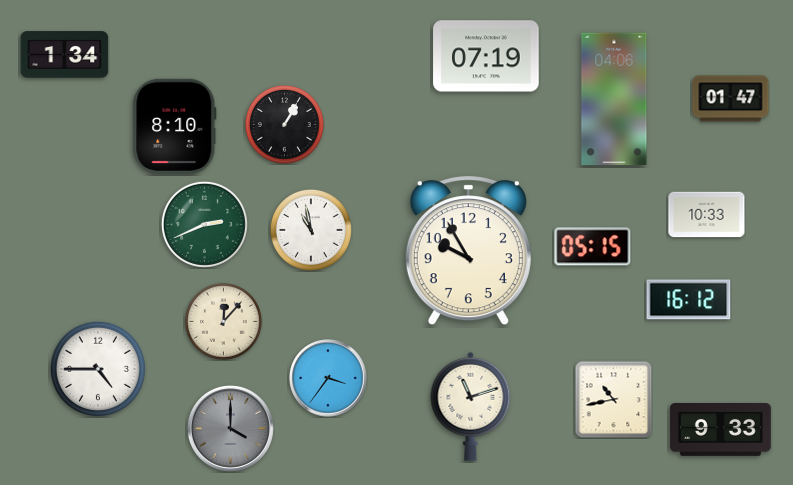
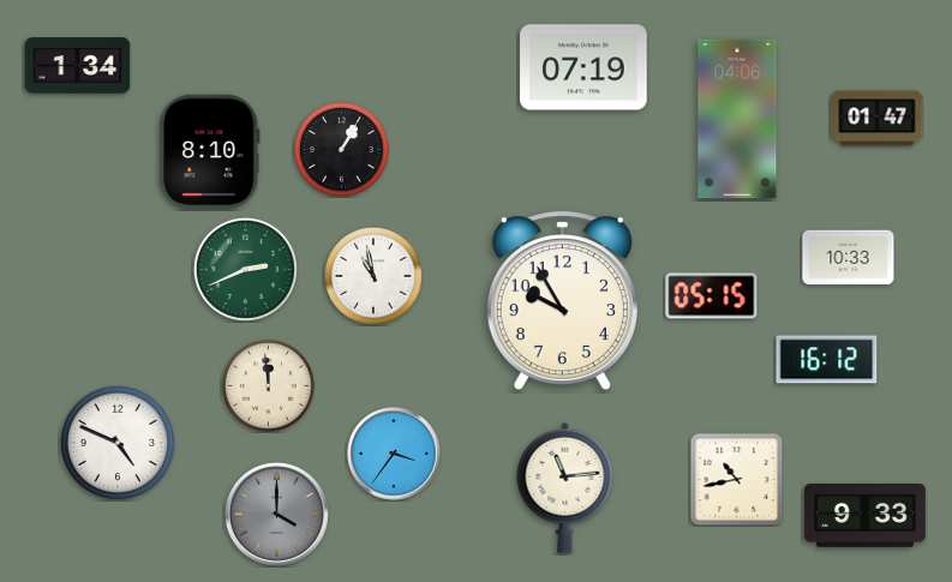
clock at (223, 321): 12:07 -> 11:59
clock at (98, 369): 4:45 -> 4:49
clock at (471, 406): 11:12 -> 11:14
